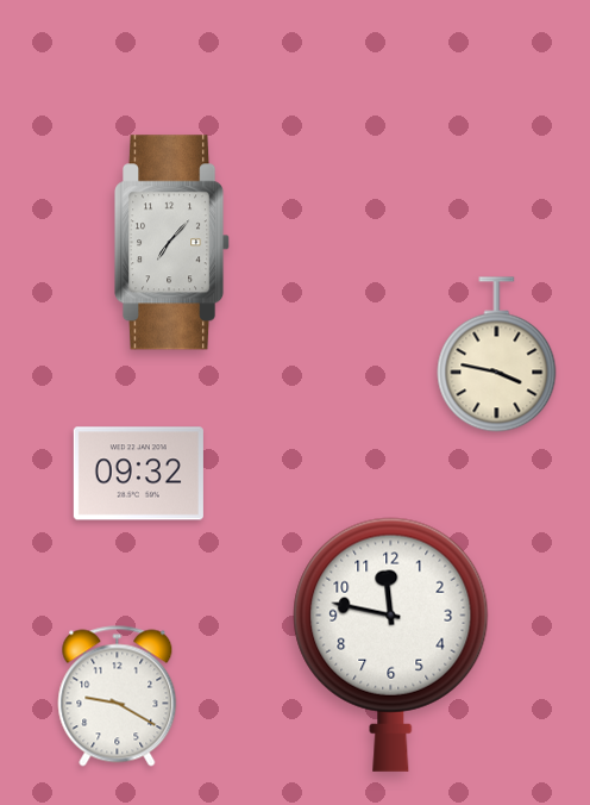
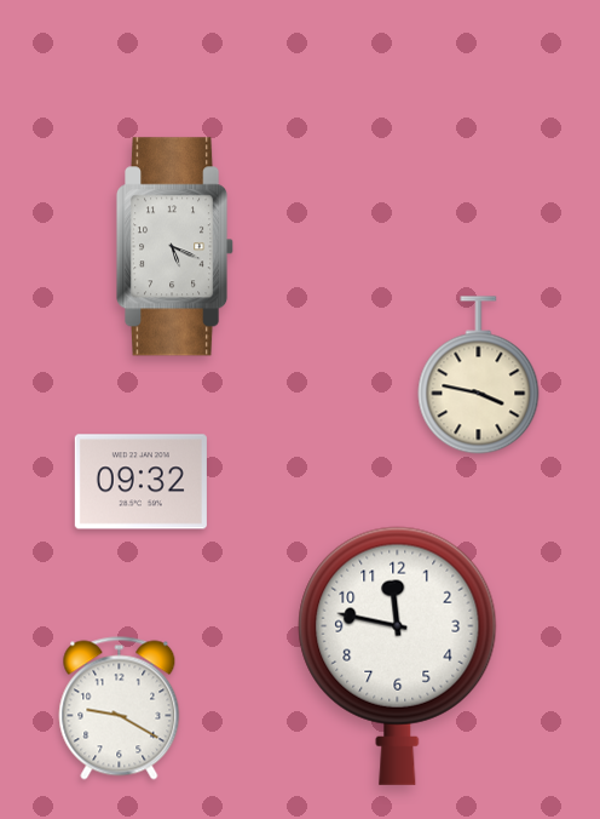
clock at (174, 243): 7:07 -> 5:19
clock at (497, 355) position: (497, 355) -> (479, 376)
